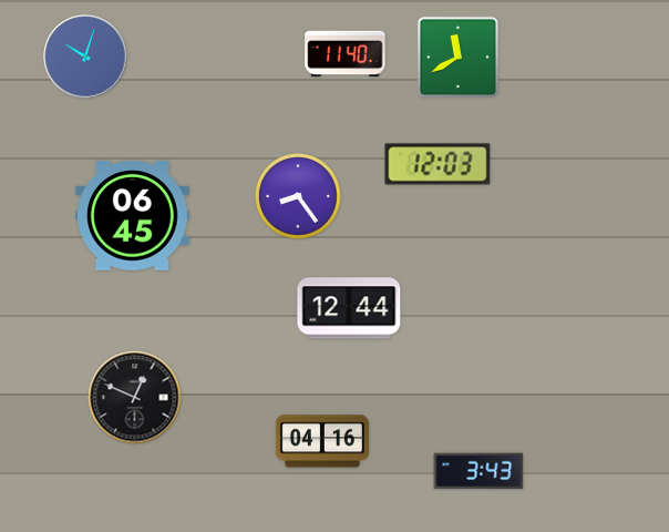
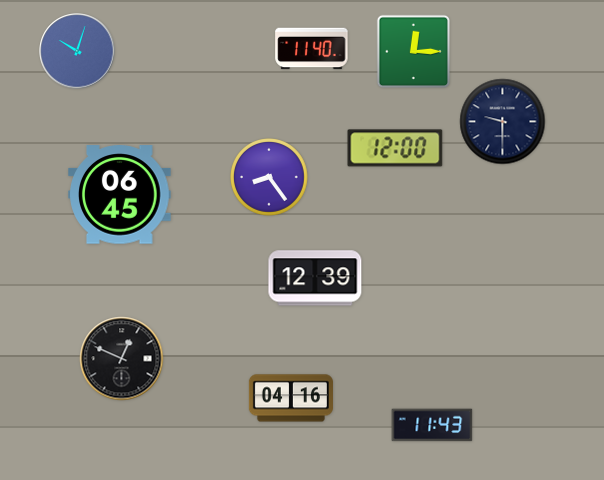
clock at (459, 58): 11:40 -> 12:15
clock at (503, 122): none -> 9:30
clock at (438, 164): 12:03 -> 12:00
clock at (349, 308): 12:44 -> 12:39
clock at (478, 471): 3:43 -> 11:43
